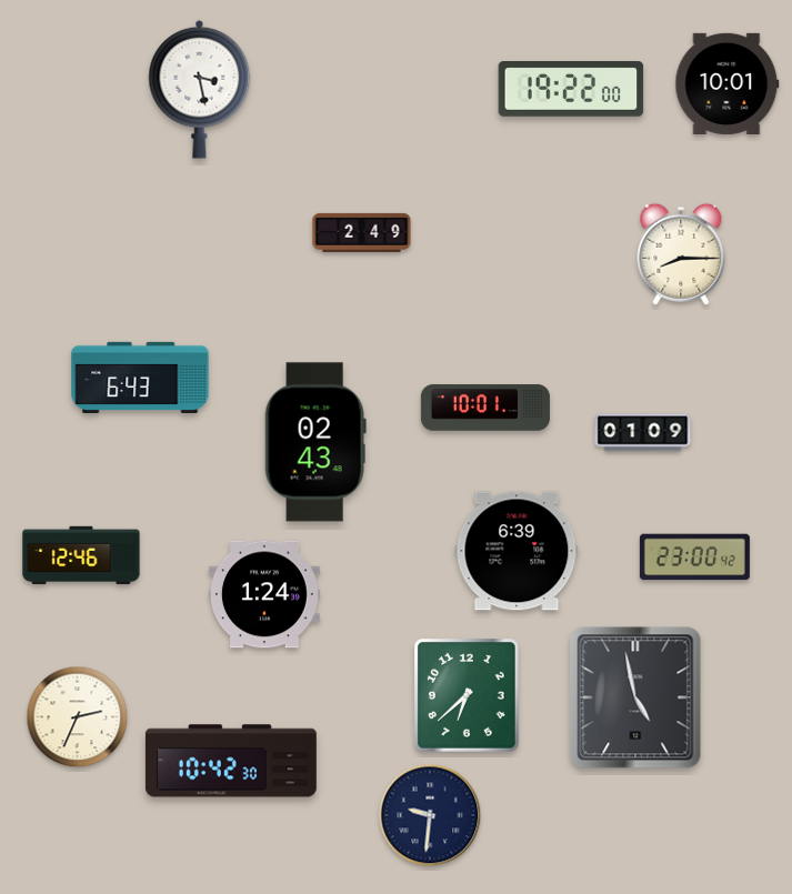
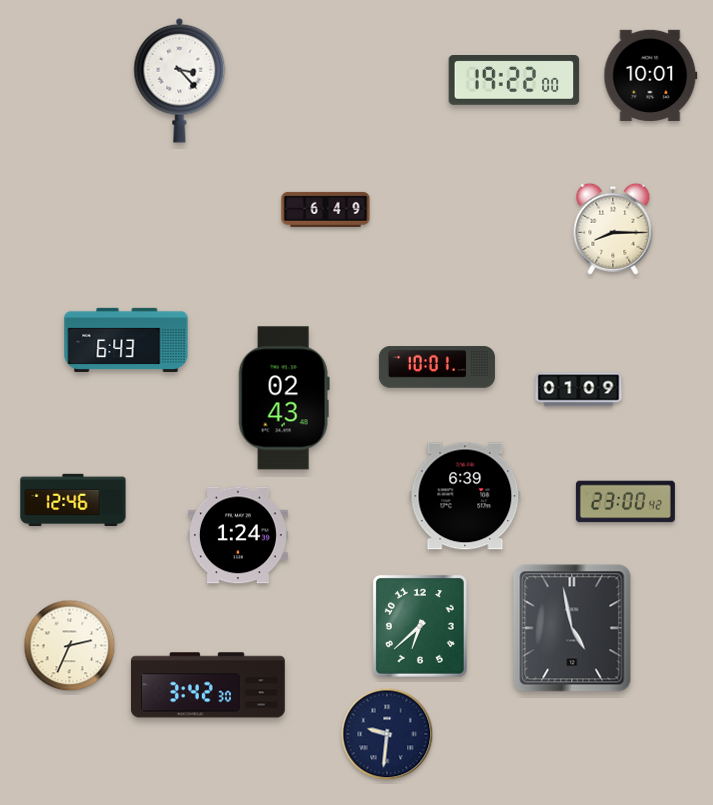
clock at (728, 83) position: (728, 83) -> (651, 75)
clock at (200, 89): 3:28 -> 3:23
clock at (362, 232): 2:49 -> 6:49
clock at (231, 761): 10:42 -> 3:42
